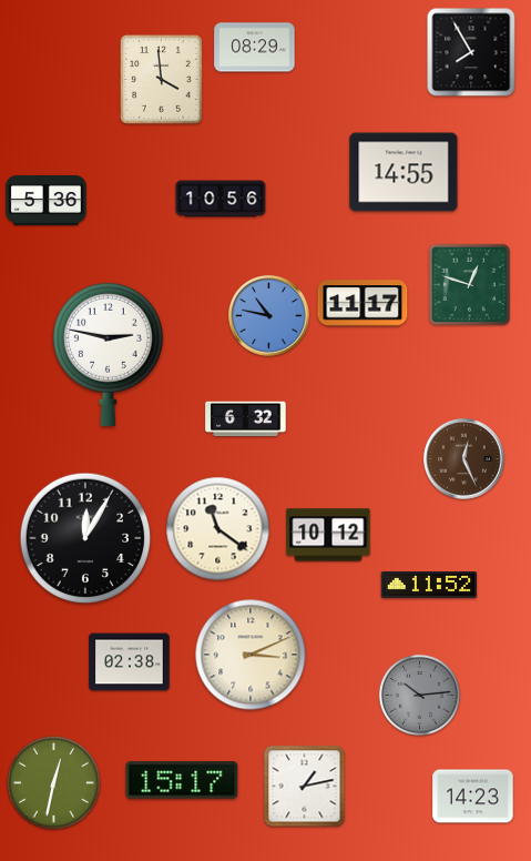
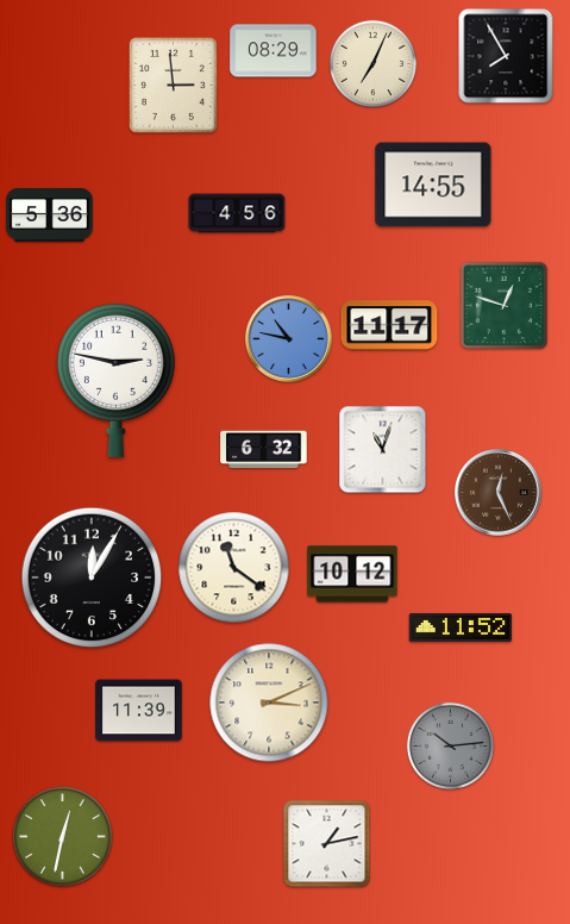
clock at (372, 63): none -> 7:04
clock at (162, 80): 3:59 -> 2:59
clock at (221, 199): 10:56 -> 4:56
clock at (383, 450): none -> 11:03
clock at (130, 662): 02:38 -> 11:39
clock at (182, 780): 15:17 -> none
clock at (54, 783) position: (54, 783) -> (63, 837)
clock at (473, 797): 14:23 -> none
